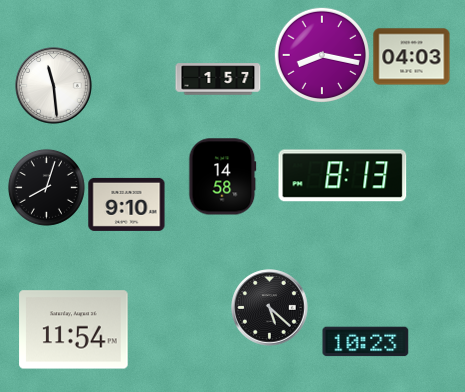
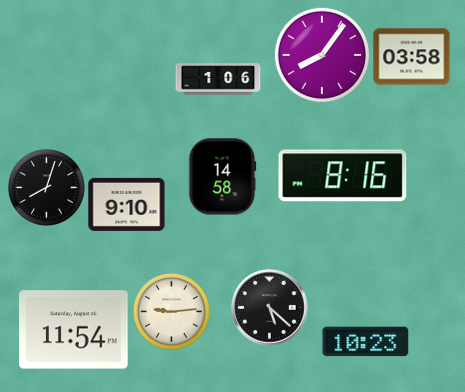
clock at (321, 54): 8:17 -> 8:06
clock at (412, 57): 04:03 -> 03:58
clock at (218, 79): 1:57 -> 1:06
clock at (54, 86): 11:29 -> none
clock at (343, 176): 8:13 -> 8:16
clock at (171, 311): none -> 9:14
